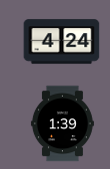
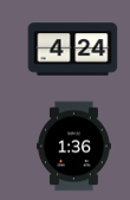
clock at (62, 124): 1:39 -> 1:36
